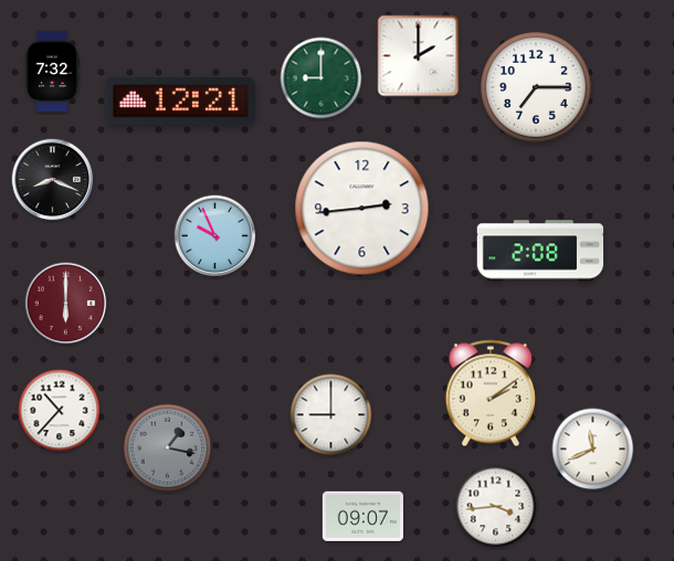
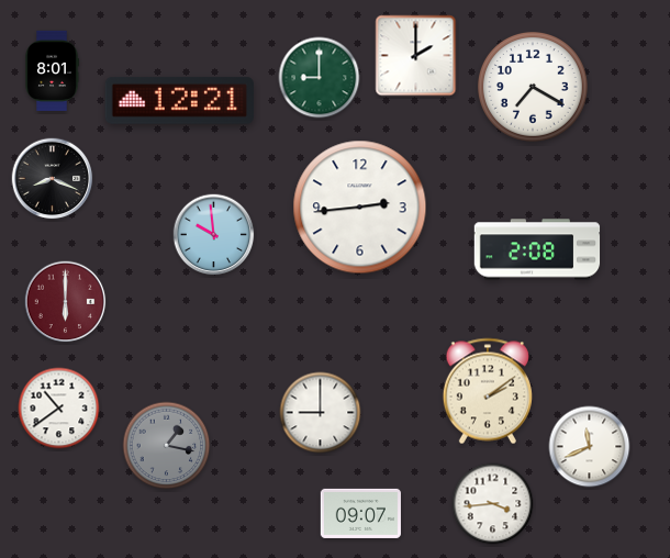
clock at (52, 71): 7:32 -> 8:01
clock at (536, 87): 7:15 -> 7:20
clock at (215, 236): 9:56 -> 9:59
clock at (60, 411): 10:37 -> 10:39
clock at (331, 415) position: (331, 415) -> (321, 413)
